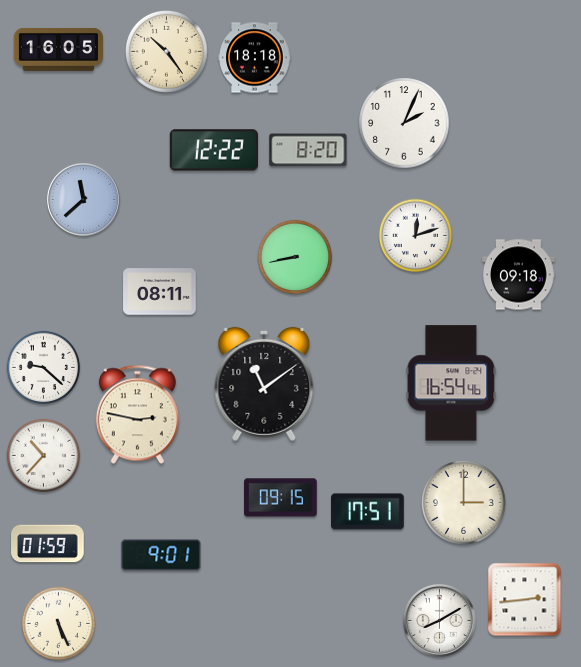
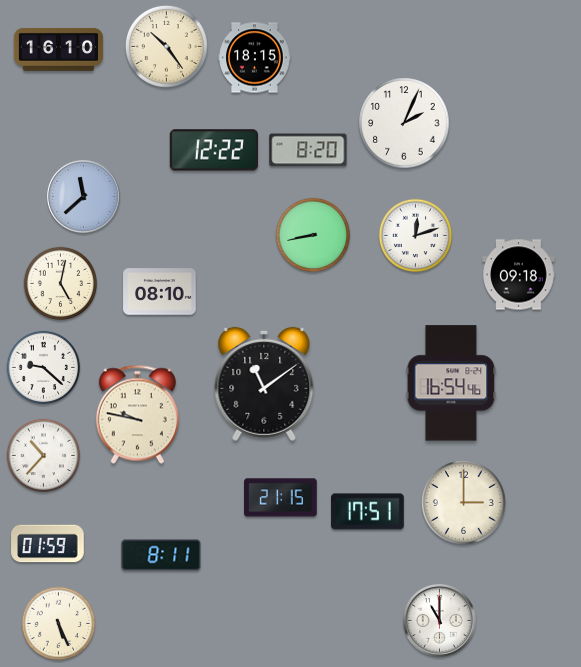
clock at (58, 49): 16:05 -> 16:10
clock at (166, 51) position: (166, 51) -> (166, 46)
clock at (255, 58): 18:18 -> 18:15
clock at (83, 199) position: (83, 199) -> (83, 196)
clock at (295, 257) position: (295, 257) -> (313, 235)
clock at (61, 284): none -> 5:02
clock at (160, 292): 08:11 -> 08:10
clock at (137, 415): 2:47 -> 9:47
clock at (281, 498): 09:15 -> 21:15
clock at (161, 555): 9:01 -> 8:11
clock at (525, 600): 2:44 -> none
clock at (439, 620): 8:10 -> 11:00
